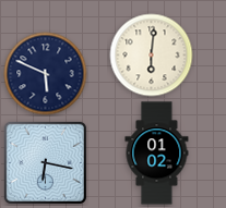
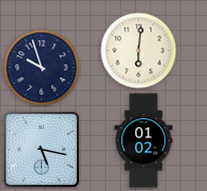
clock at (46, 74): 5:49 -> 9:57
clock at (45, 162): 6:17 -> 5:17
